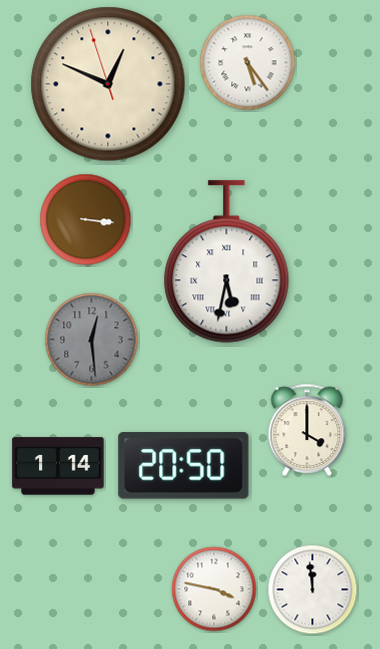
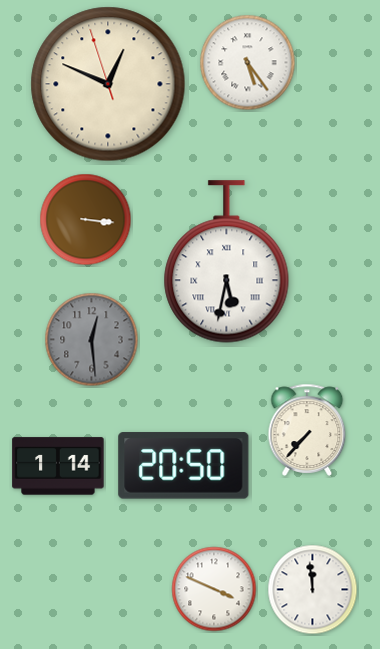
clock at (307, 430): 4:00 -> 7:37
clock at (214, 589): 3:47 -> 3:49
